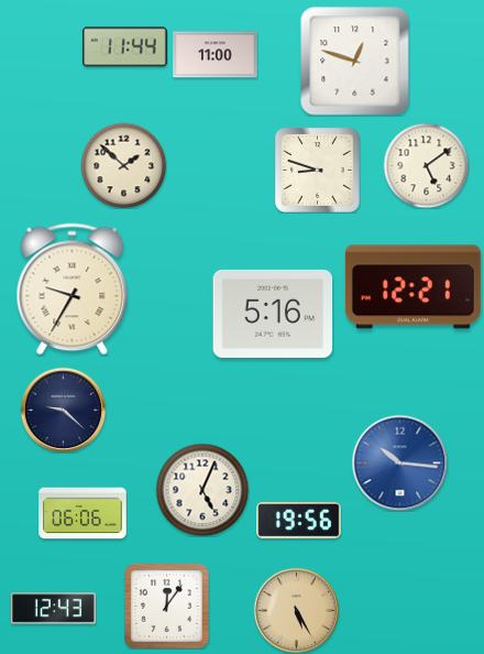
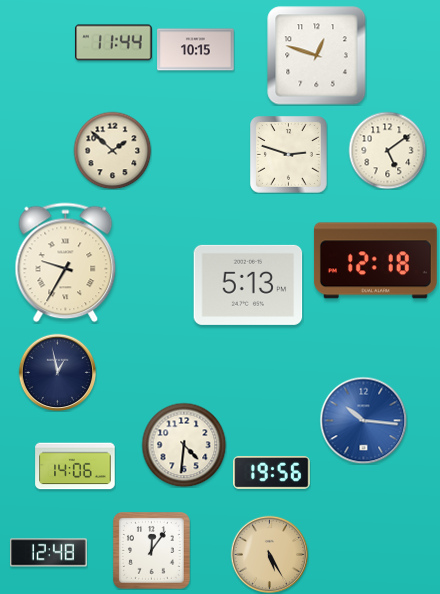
clock at (216, 55): 11:00 -> 10:15
clock at (355, 62) position: (355, 62) -> (317, 56)
clock at (318, 171): 8:48 -> 2:48
clock at (413, 287): 12:21 -> 12:18
clock at (273, 314): 5:16 -> 5:13
clock at (63, 410): 9:22 -> 12:58
clock at (202, 490): 5:04 -> 4:31
clock at (82, 513): 06:06 -> 14:06
clock at (54, 609): 12:43 -> 12:48
